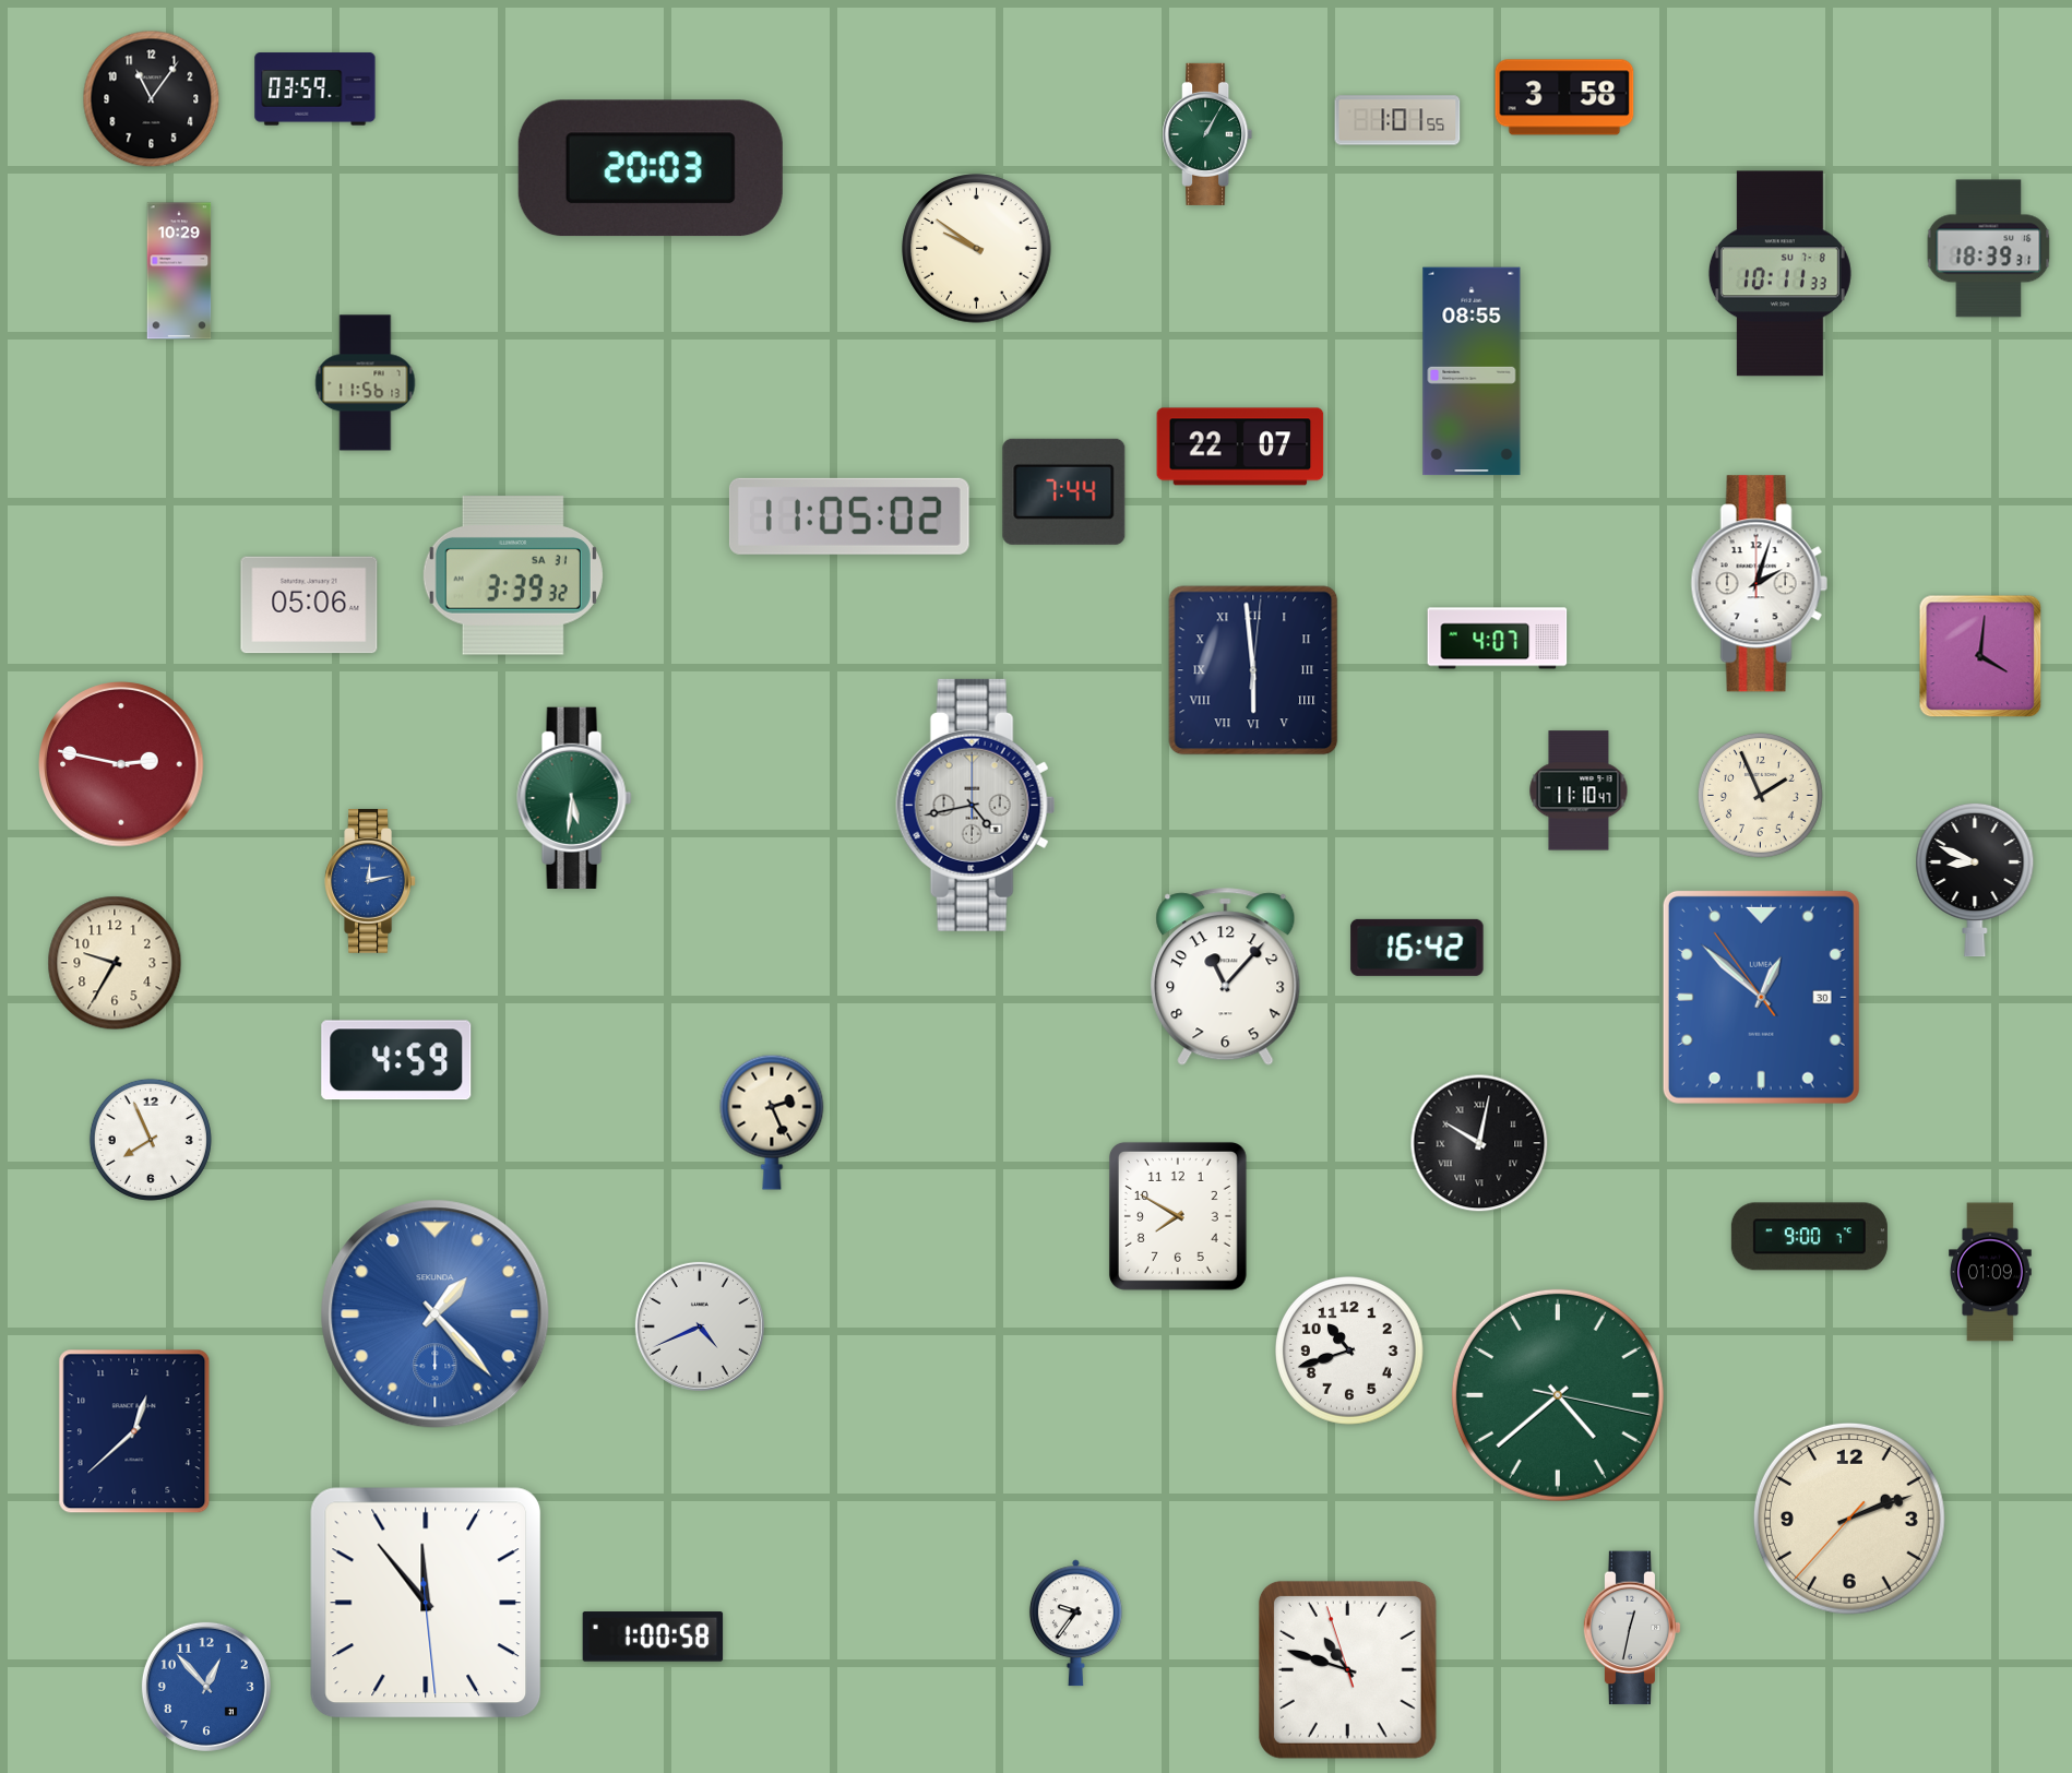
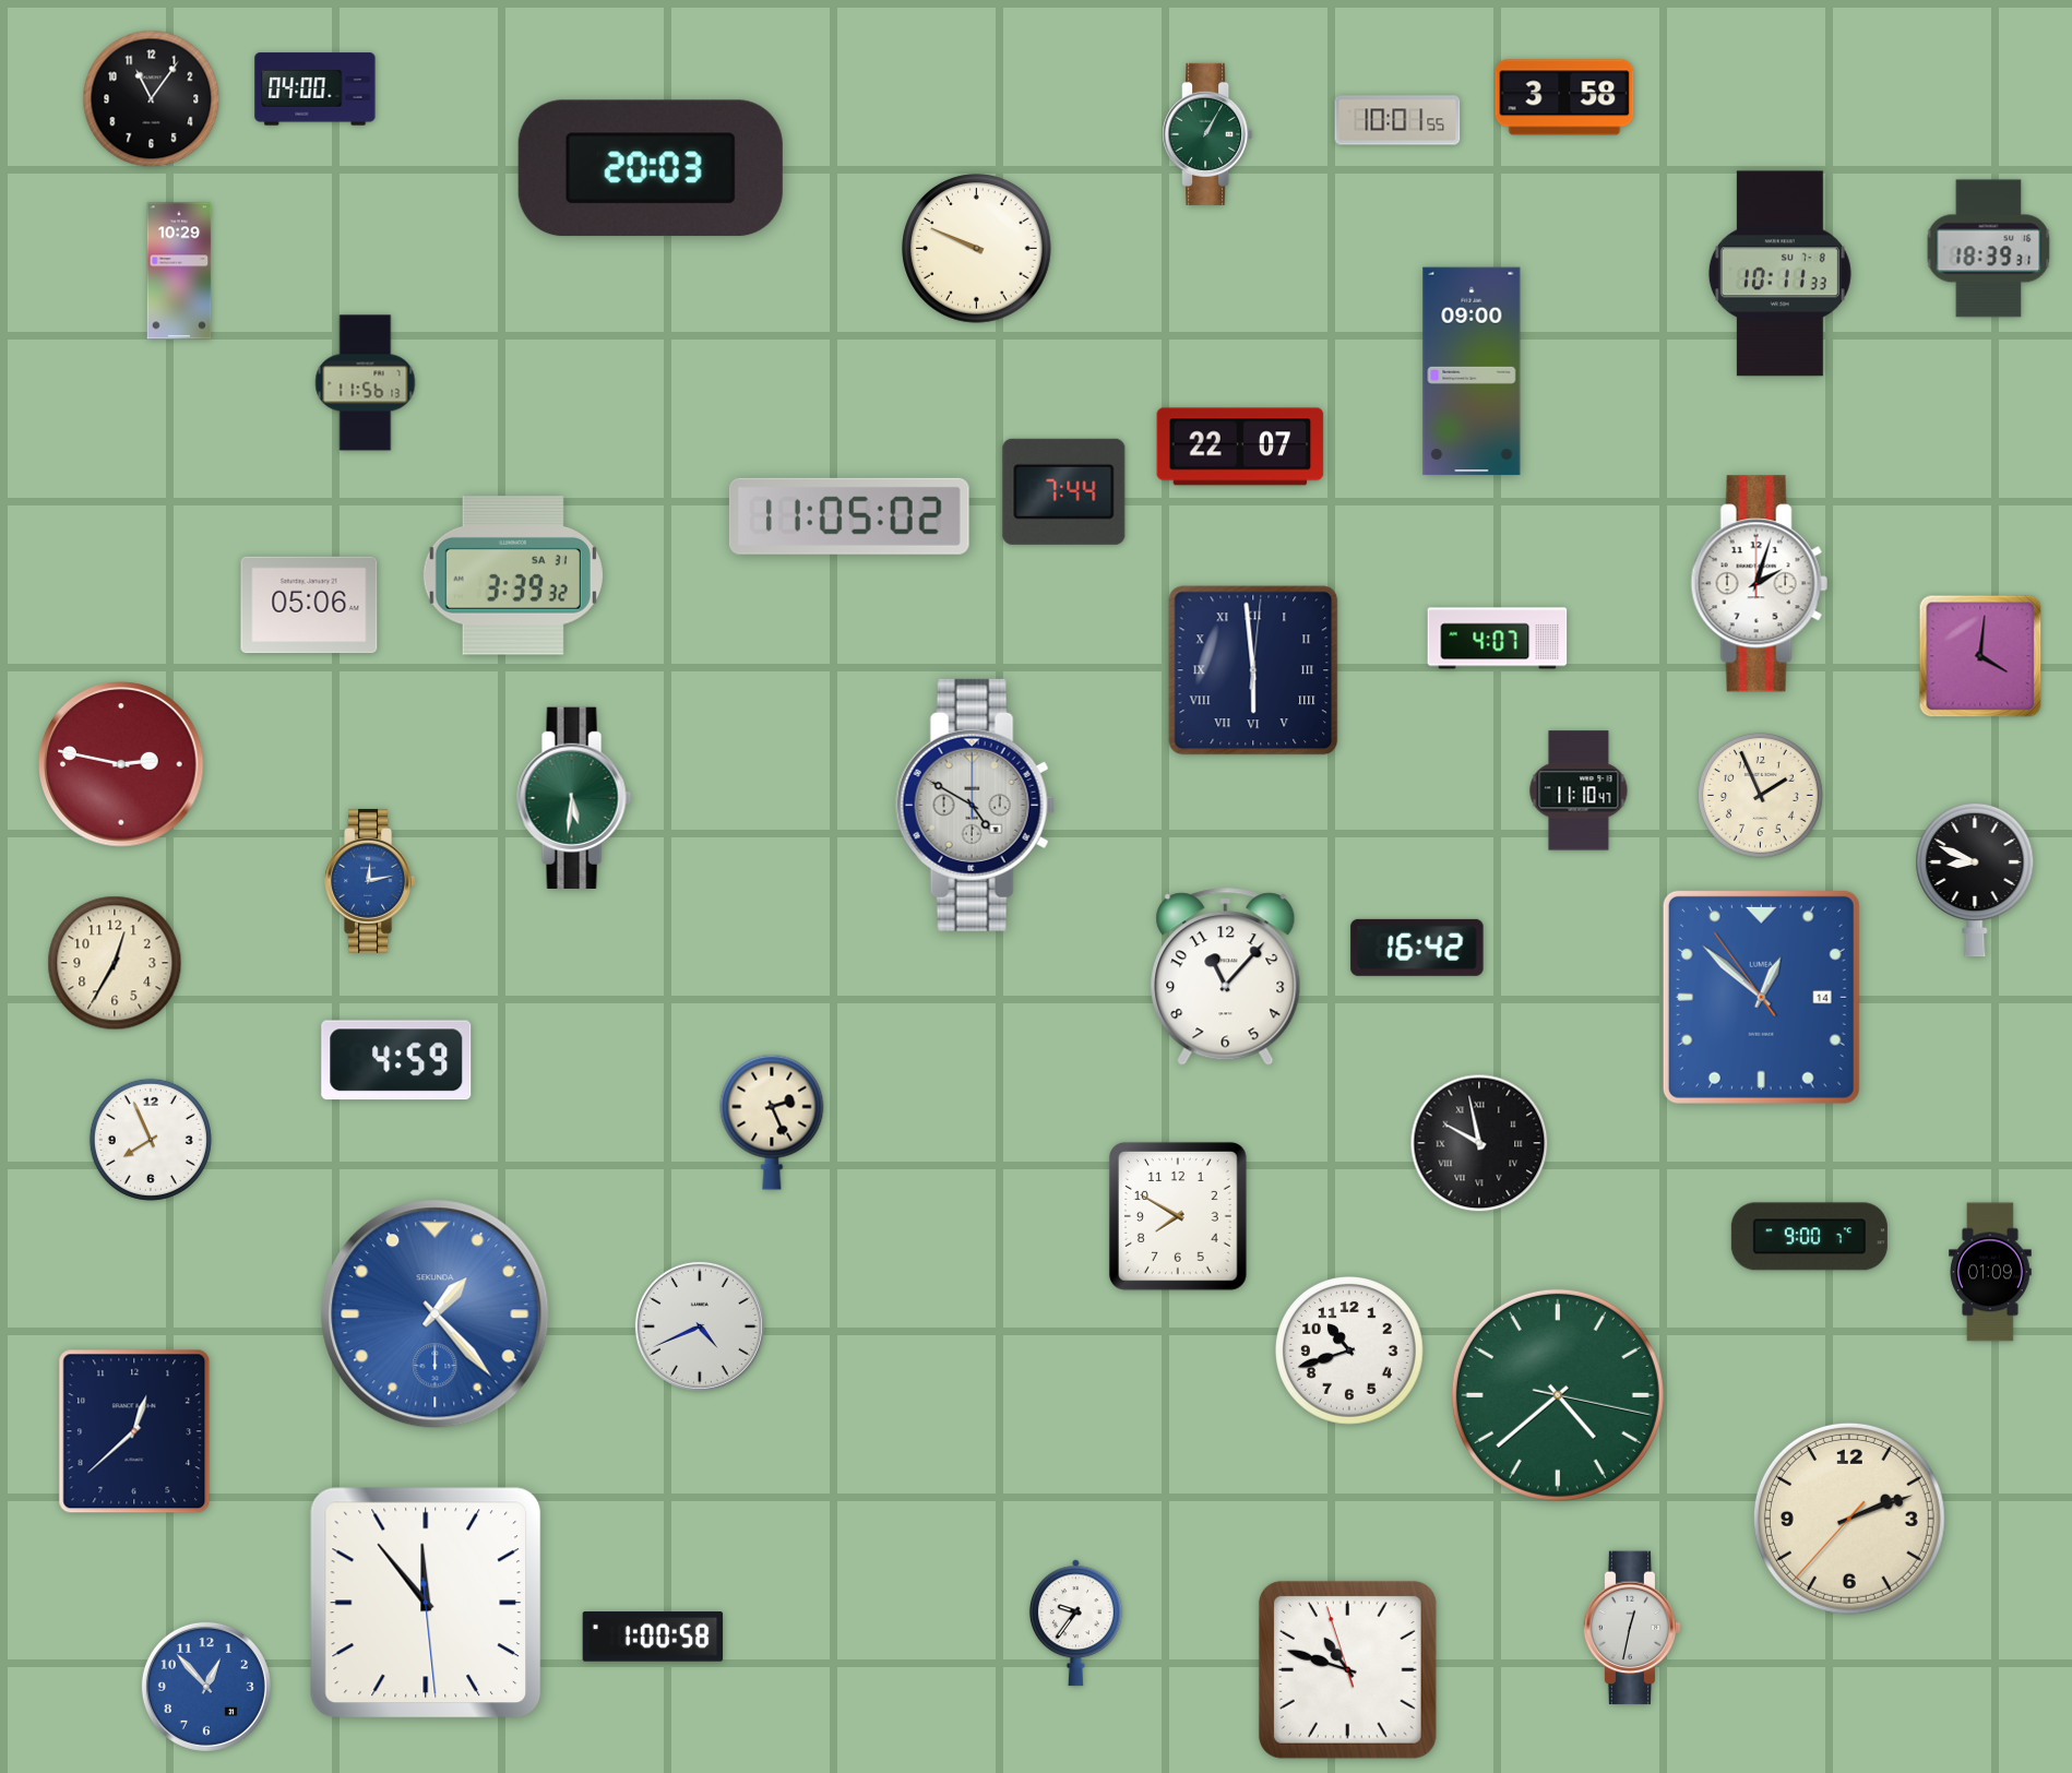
clock at (315, 90): 03:59 -> 04:00
clock at (1397, 120): 1:01 -> 10:01
clock at (977, 249): 9:51 -> 9:49
clock at (1472, 371): 08:55 -> 09:00
clock at (976, 805): 4:43 -> 4:50
clock at (115, 963): 9:35 -> 12:35
clock at (1761, 997) date: 30 -> 14
clock at (1479, 1143): 10:02 -> 9:58
